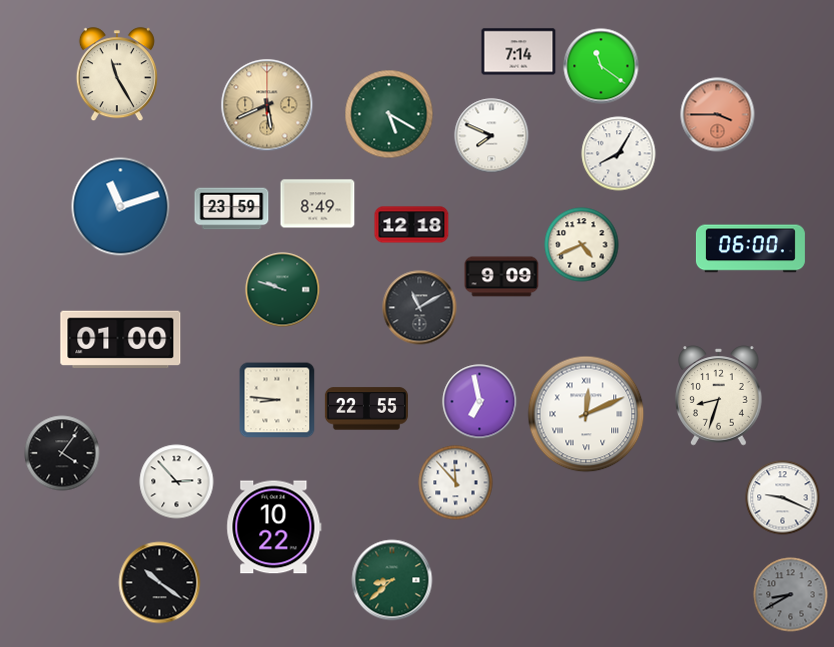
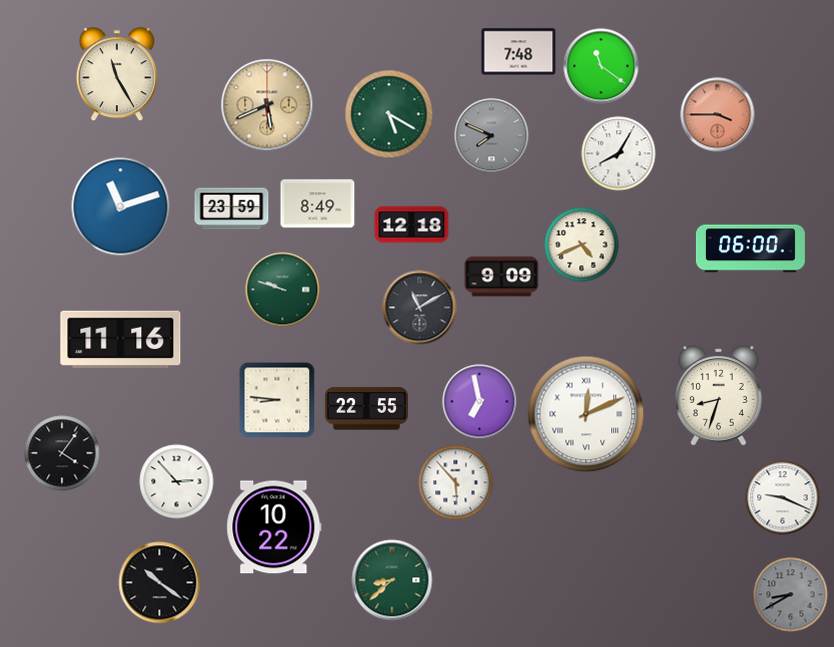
clock at (519, 52): 7:14 -> 7:48
clock at (492, 136) dial: white -> grey
clock at (121, 339): 01:00 -> 11:16
clock at (456, 483): 11:53 -> 5:53
